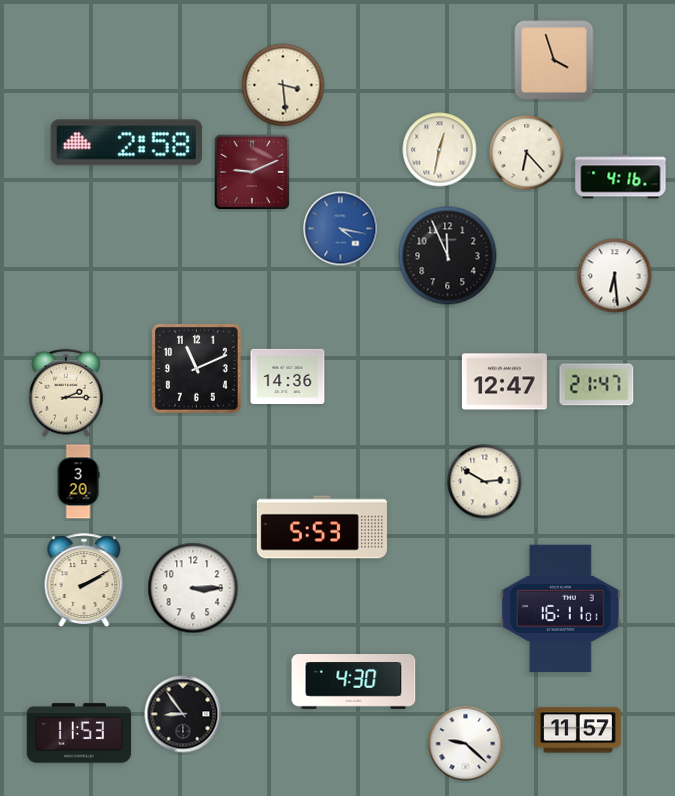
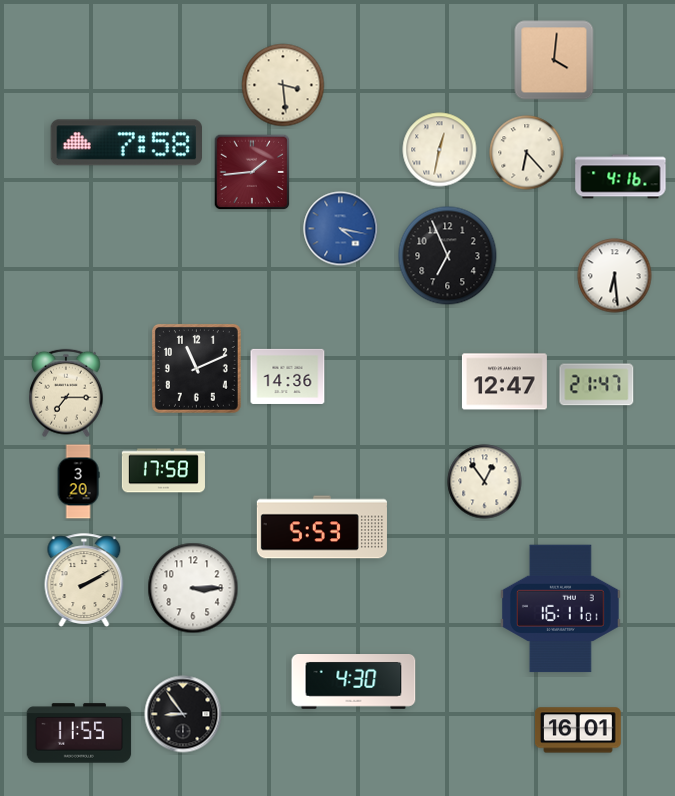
clock at (554, 60): 3:57 -> 4:01
clock at (127, 143): 2:58 -> 7:58
clock at (252, 172): 9:11 -> 1:44
clock at (448, 256): 11:56 -> 6:56
clock at (67, 393): 2:15 -> 7:15
clock at (163, 471): none -> 17:58
clock at (485, 482): 2:50 -> 12:54
clock at (578, 730): 11:57 -> 16:01
clock at (79, 733): 11:53 -> 11:55
clock at (466, 744): 9:22 -> none
